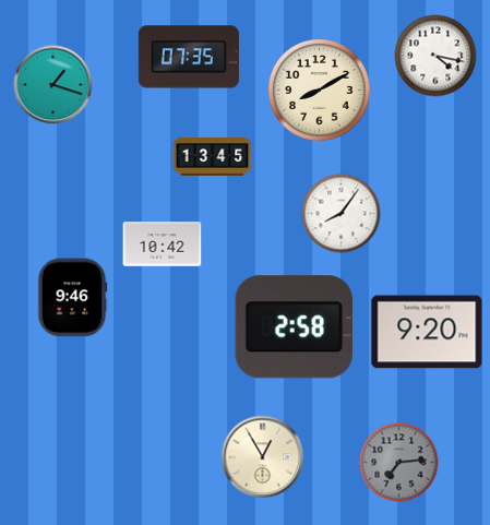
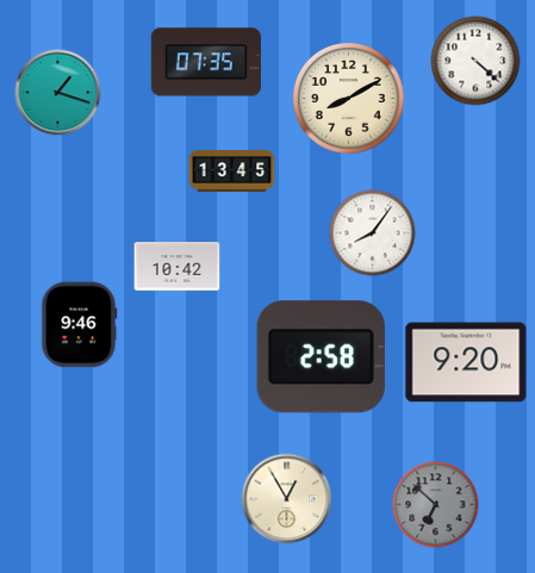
clock at (435, 56): 4:17 -> 4:22
clock at (399, 463): 7:14 -> 6:52
